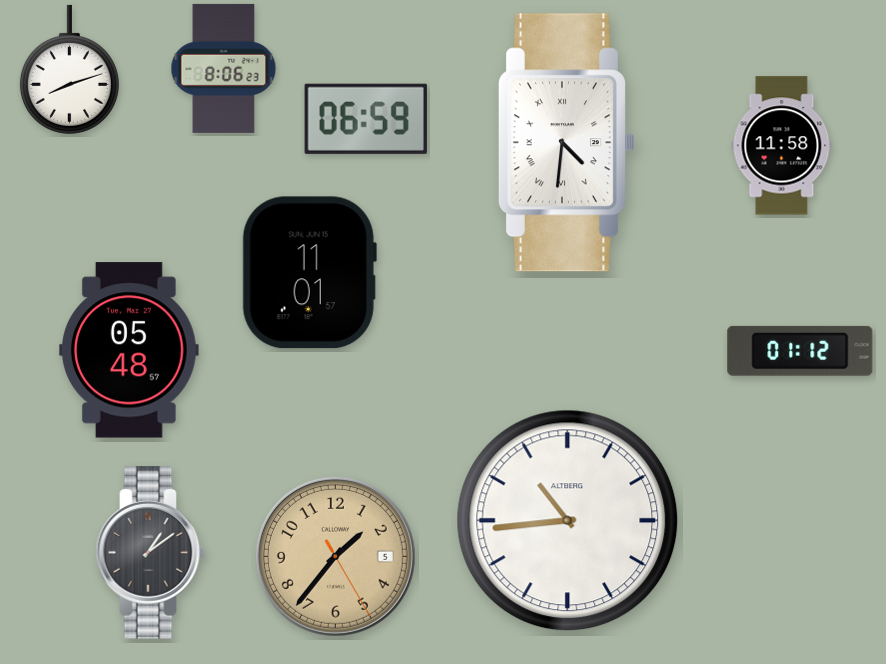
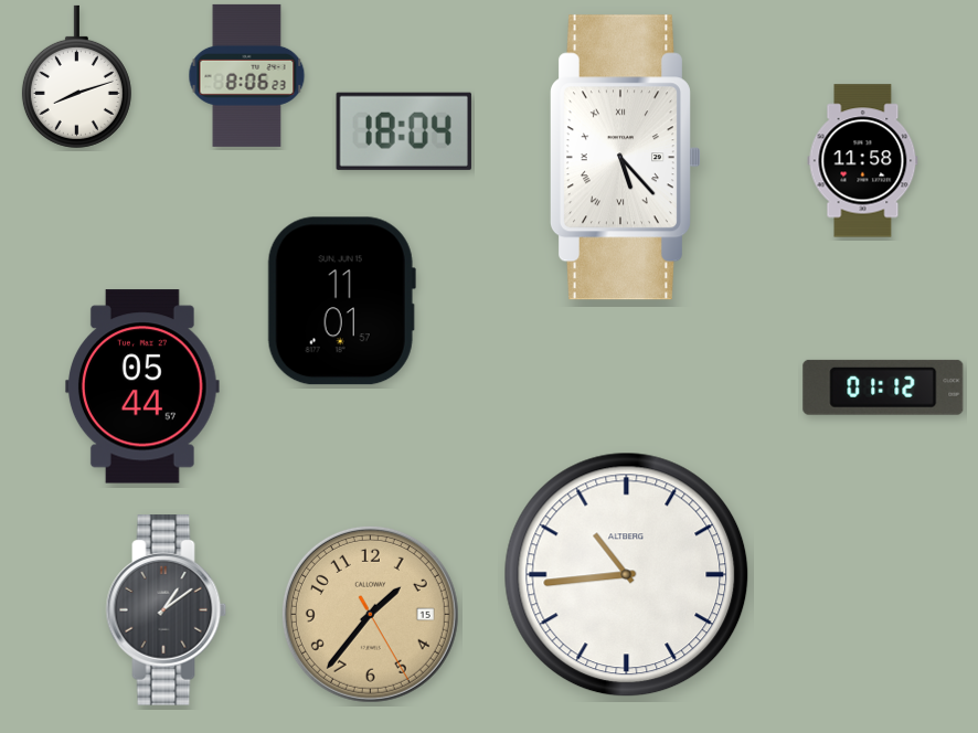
clock at (366, 119): 06:59 -> 18:04
clock at (566, 143): 4:31 -> 5:23
clock at (129, 350): 05:48 -> 05:44
clock at (335, 556) date: 5 -> 15
